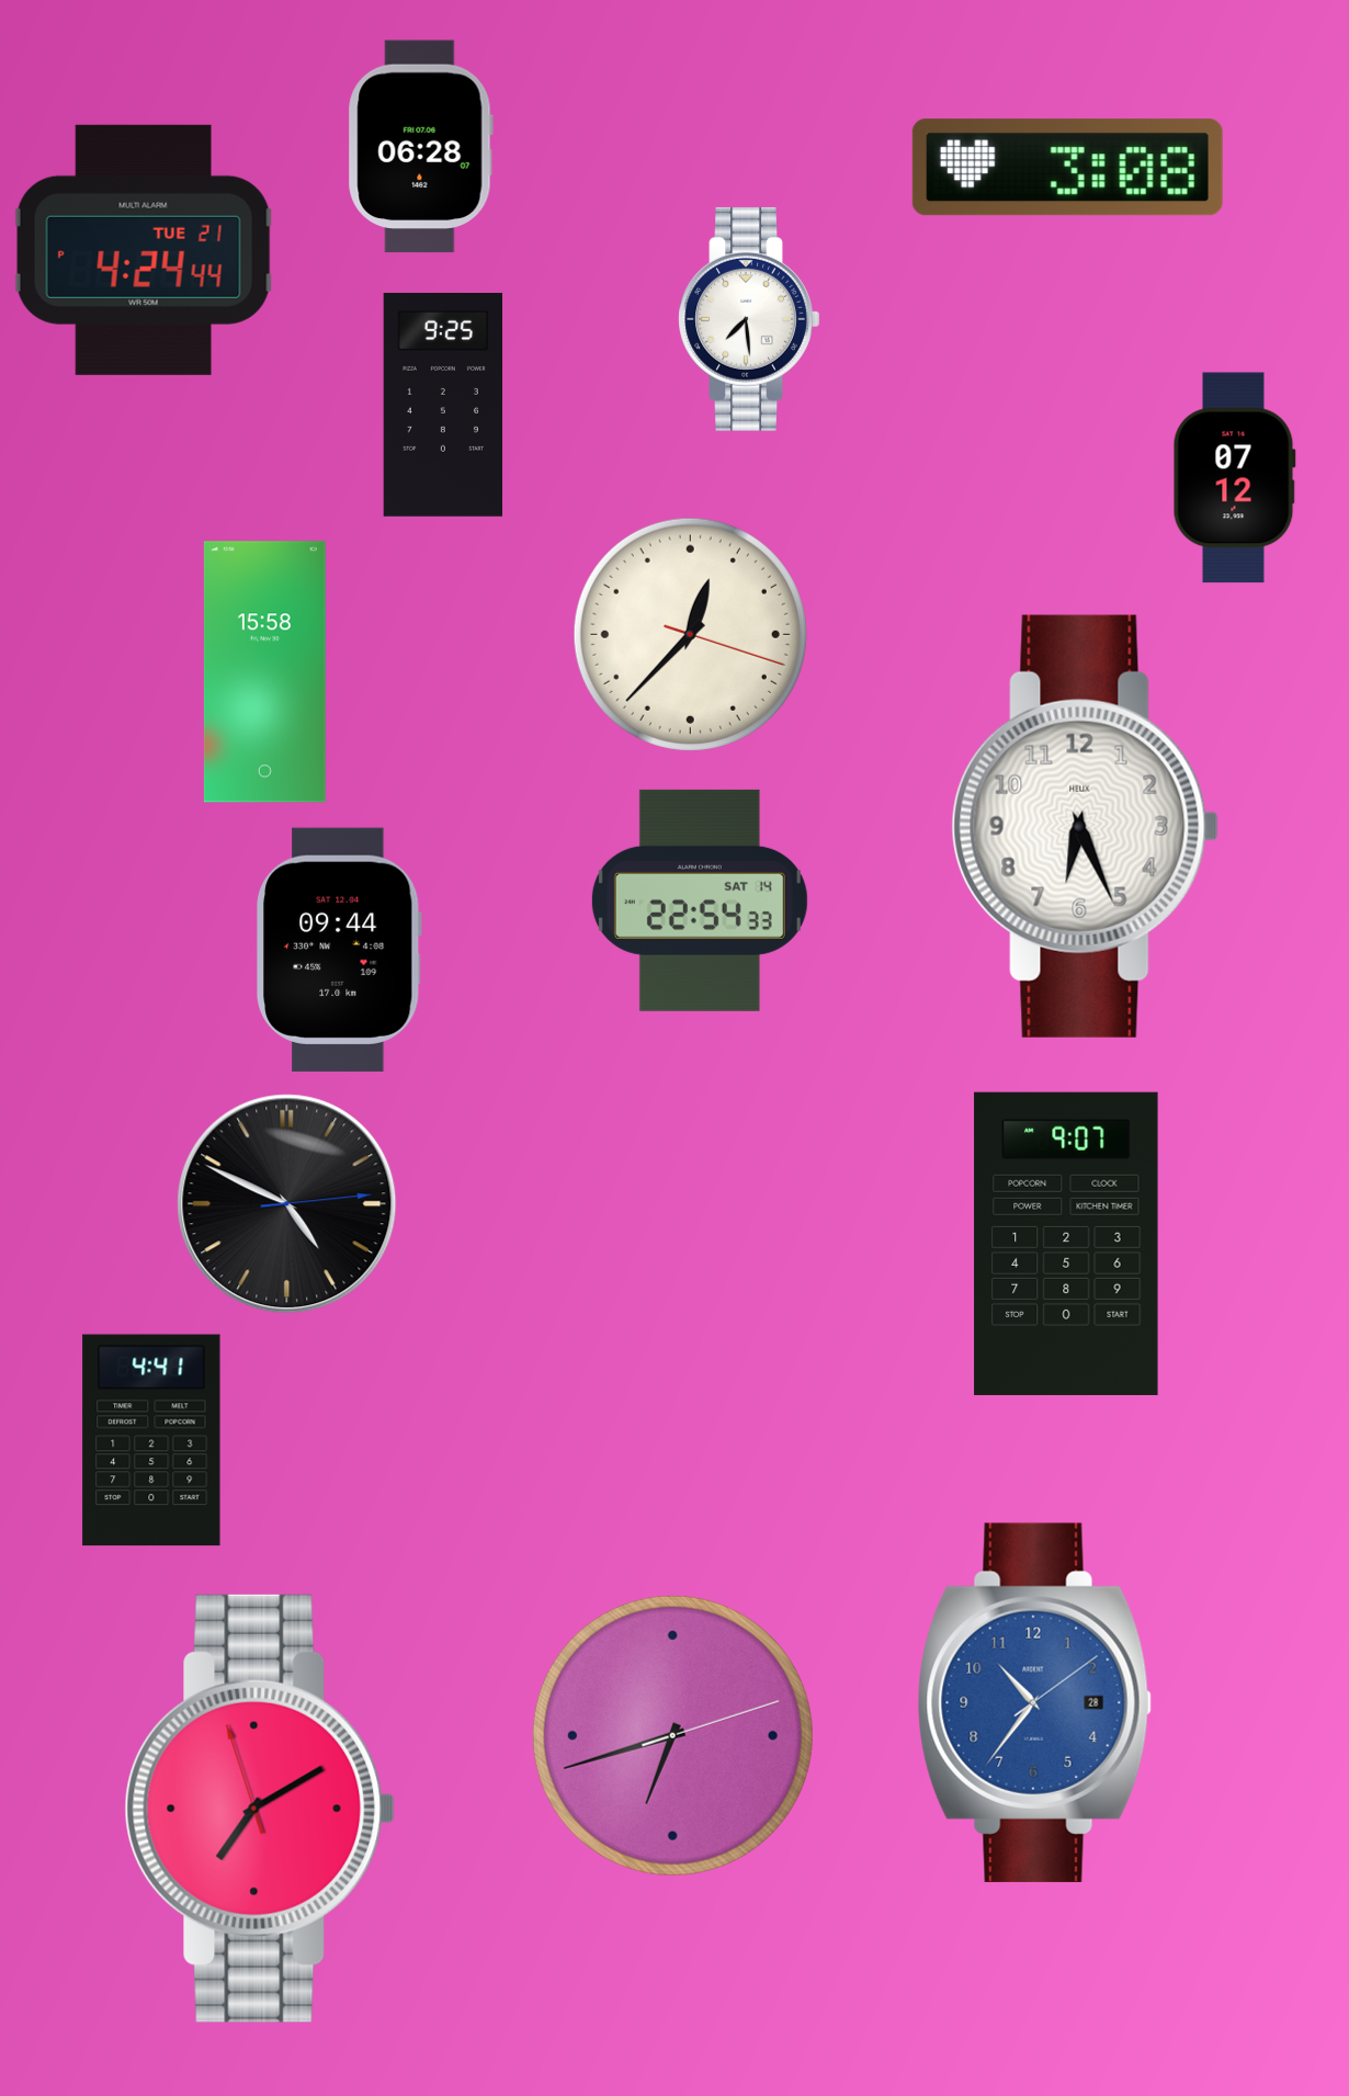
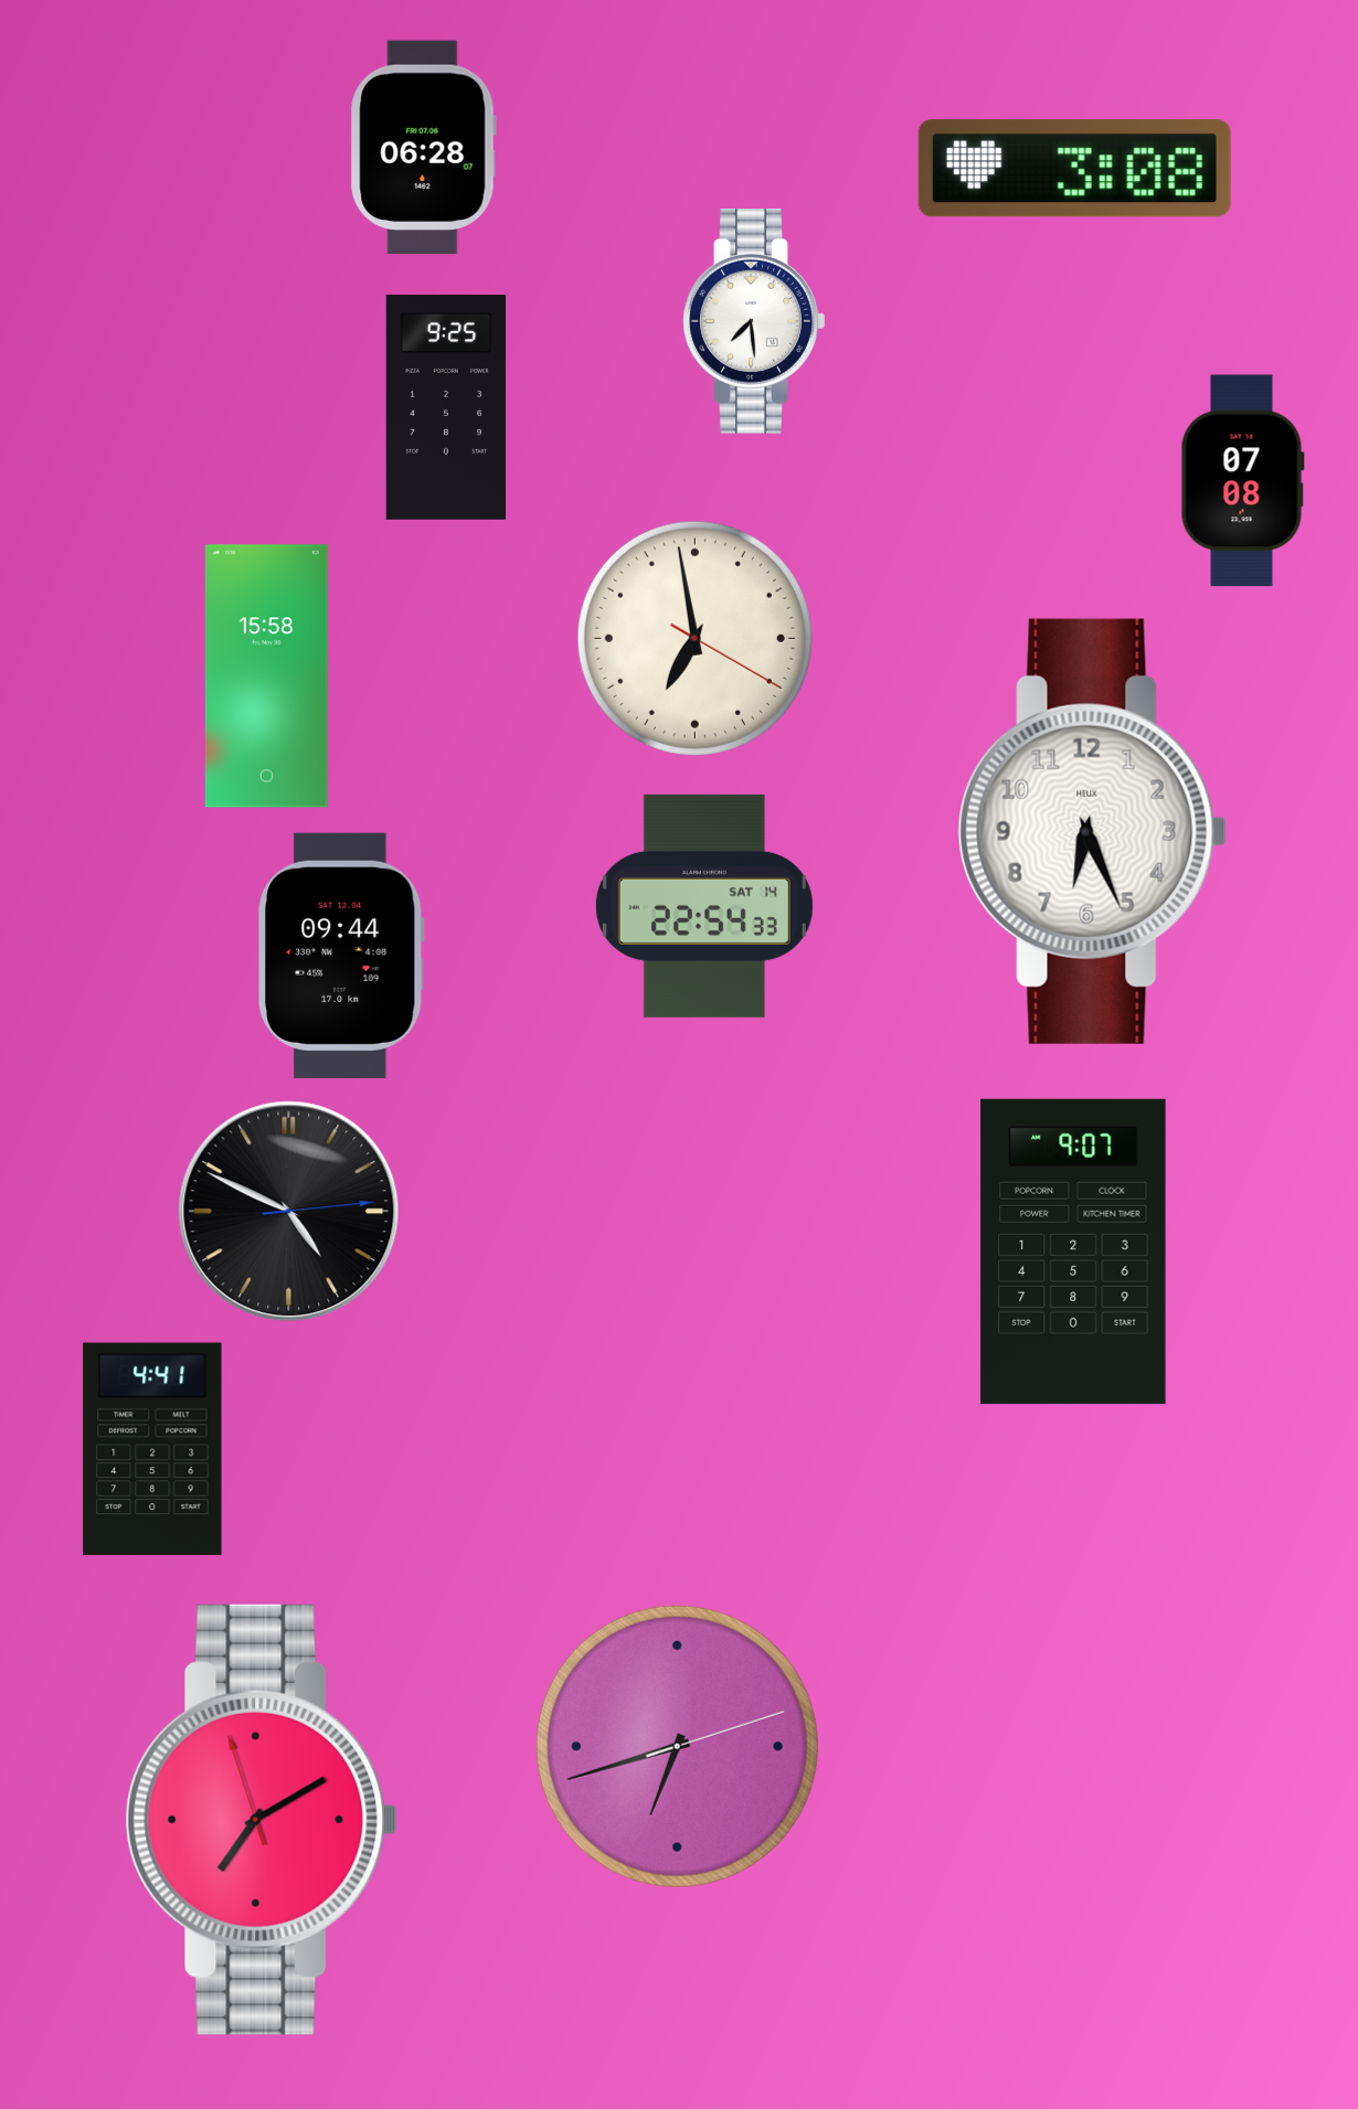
clock at (144, 250): 4:24 -> none
clock at (1234, 478): 07:12 -> 07:08
clock at (690, 634): 12:37 -> 6:58
clock at (1034, 1702): 10:36 -> none
